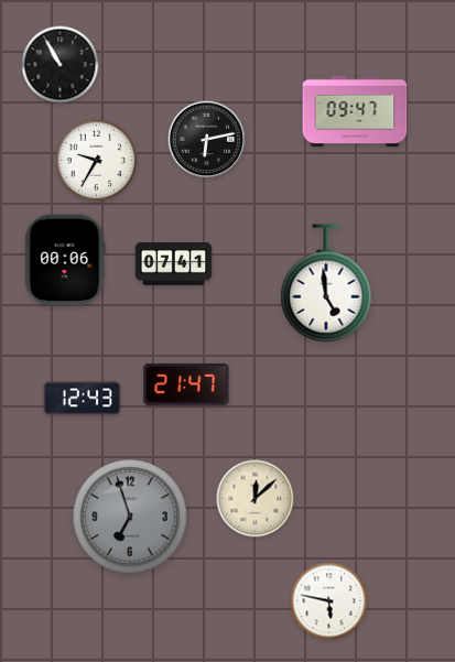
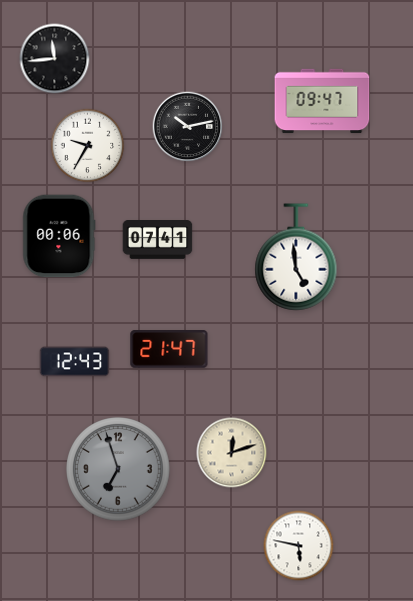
clock at (61, 65): 10:55 -> 11:44
clock at (207, 140): 6:13 -> 10:13
clock at (256, 499): 12:08 -> 12:12
